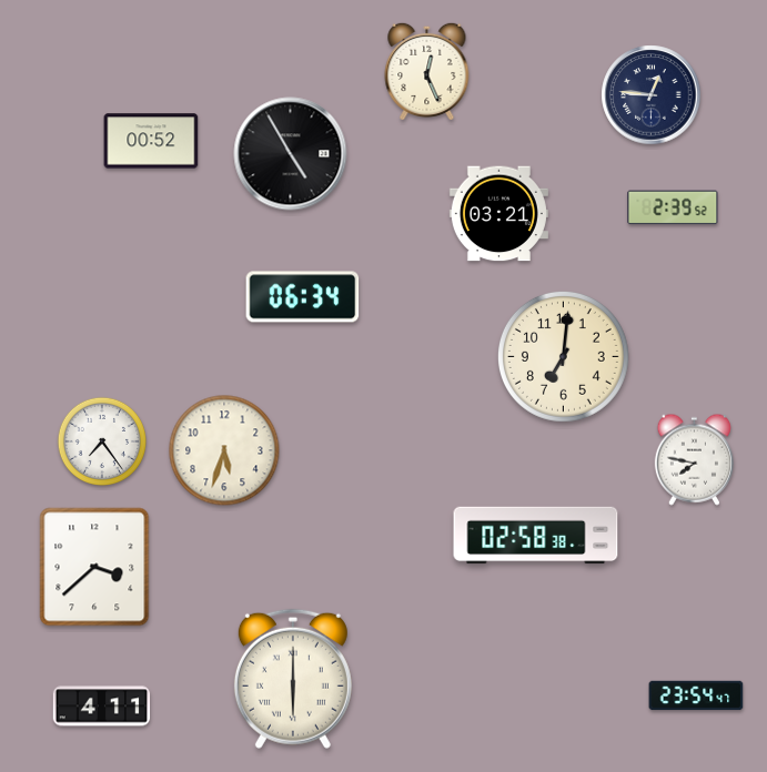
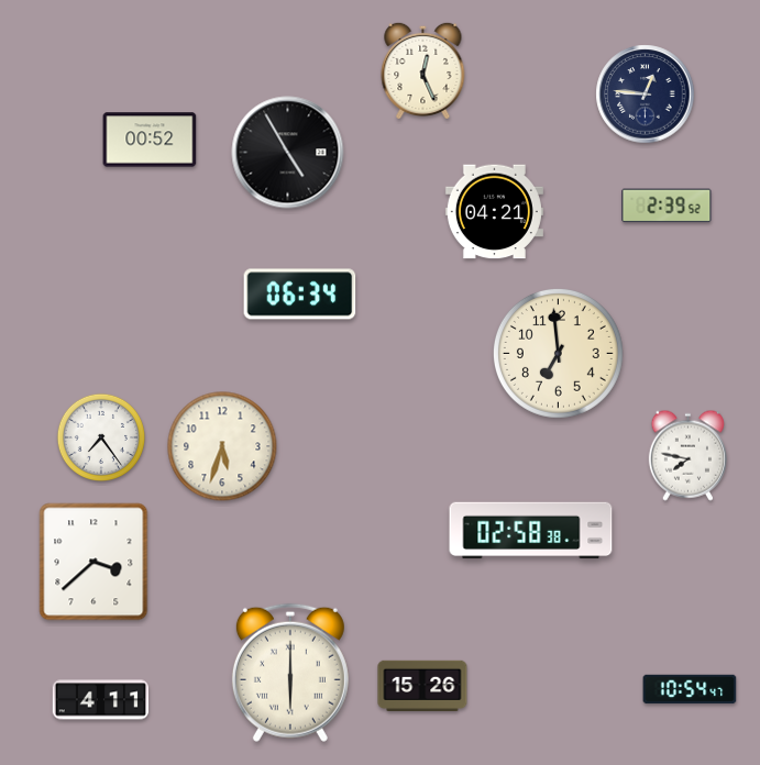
clock at (498, 214): 03:21 -> 04:21
clock at (563, 356): 7:01 -> 6:59
clock at (422, 685): none -> 15:26
clock at (696, 695): 23:54 -> 10:54
